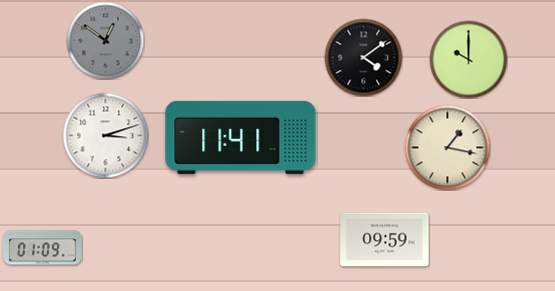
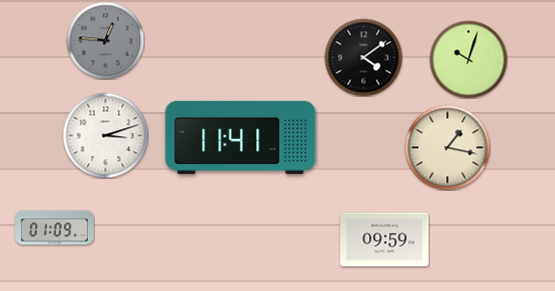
clock at (105, 40): 12:51 -> 12:46
clock at (468, 59): 10:00 -> 10:03
clock at (43, 248) position: (43, 248) -> (55, 228)
